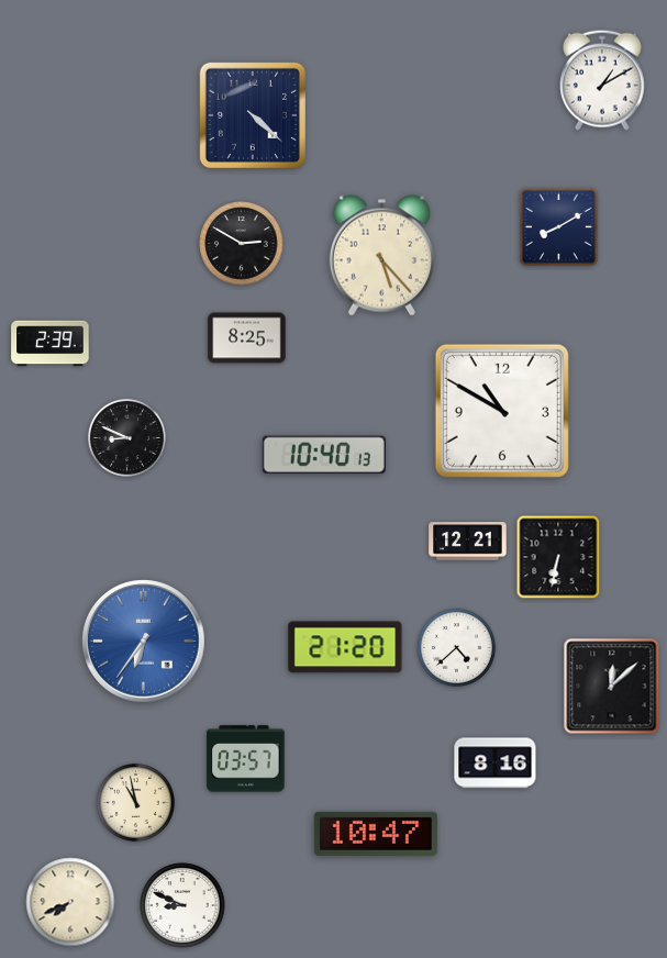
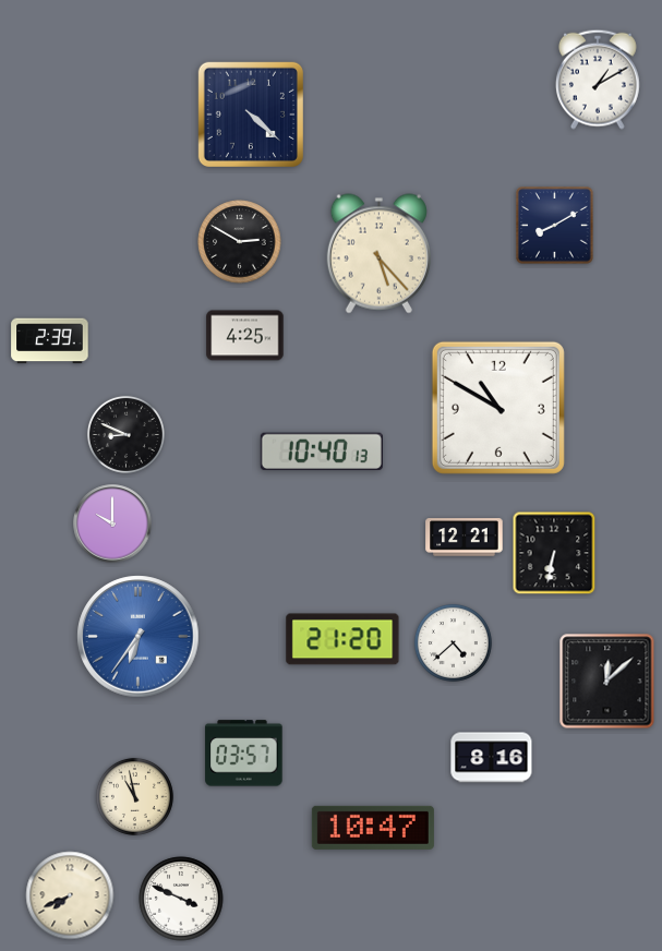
clock at (247, 338): 8:25 -> 4:25
clock at (112, 523): none -> 10:00
clock at (144, 642) position: (144, 642) -> (139, 637)
clock at (345, 647) position: (345, 647) -> (342, 639)
clock at (182, 905): 8:49 -> 3:49
